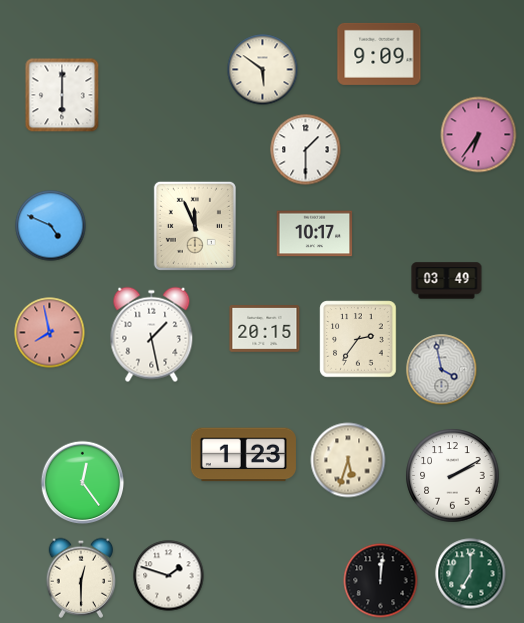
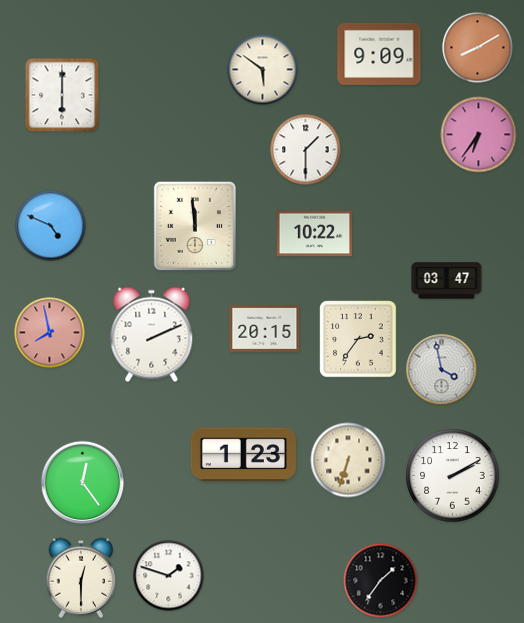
clock at (478, 48): none -> 8:10
clock at (195, 226): 11:56 -> 11:59
clock at (315, 234): 10:17 -> 10:22
clock at (447, 281): 03:49 -> 03:47
clock at (152, 335): 1:28 -> 2:11
clock at (348, 460): 5:33 -> 6:33
clock at (471, 574): 7:00 -> none
clock at (381, 581): 12:01 -> 1:36
